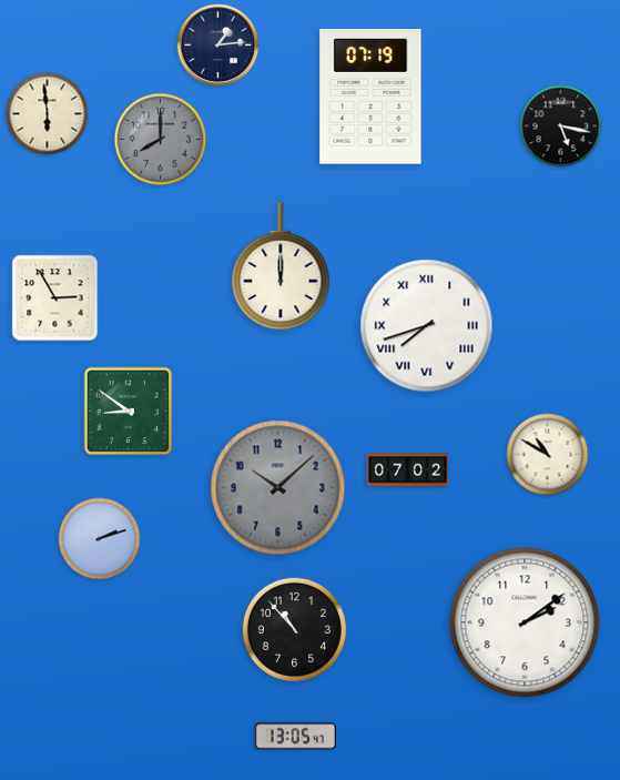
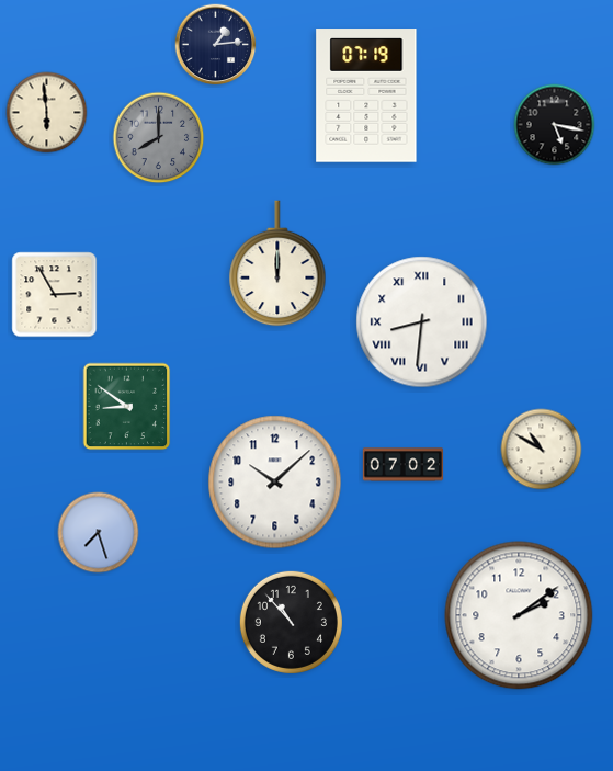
clock at (427, 326): 7:42 -> 8:31
clock at (278, 488) dial: grey -> white
clock at (100, 539): 2:12 -> 7:27
clock at (295, 737): 13:05 -> none
